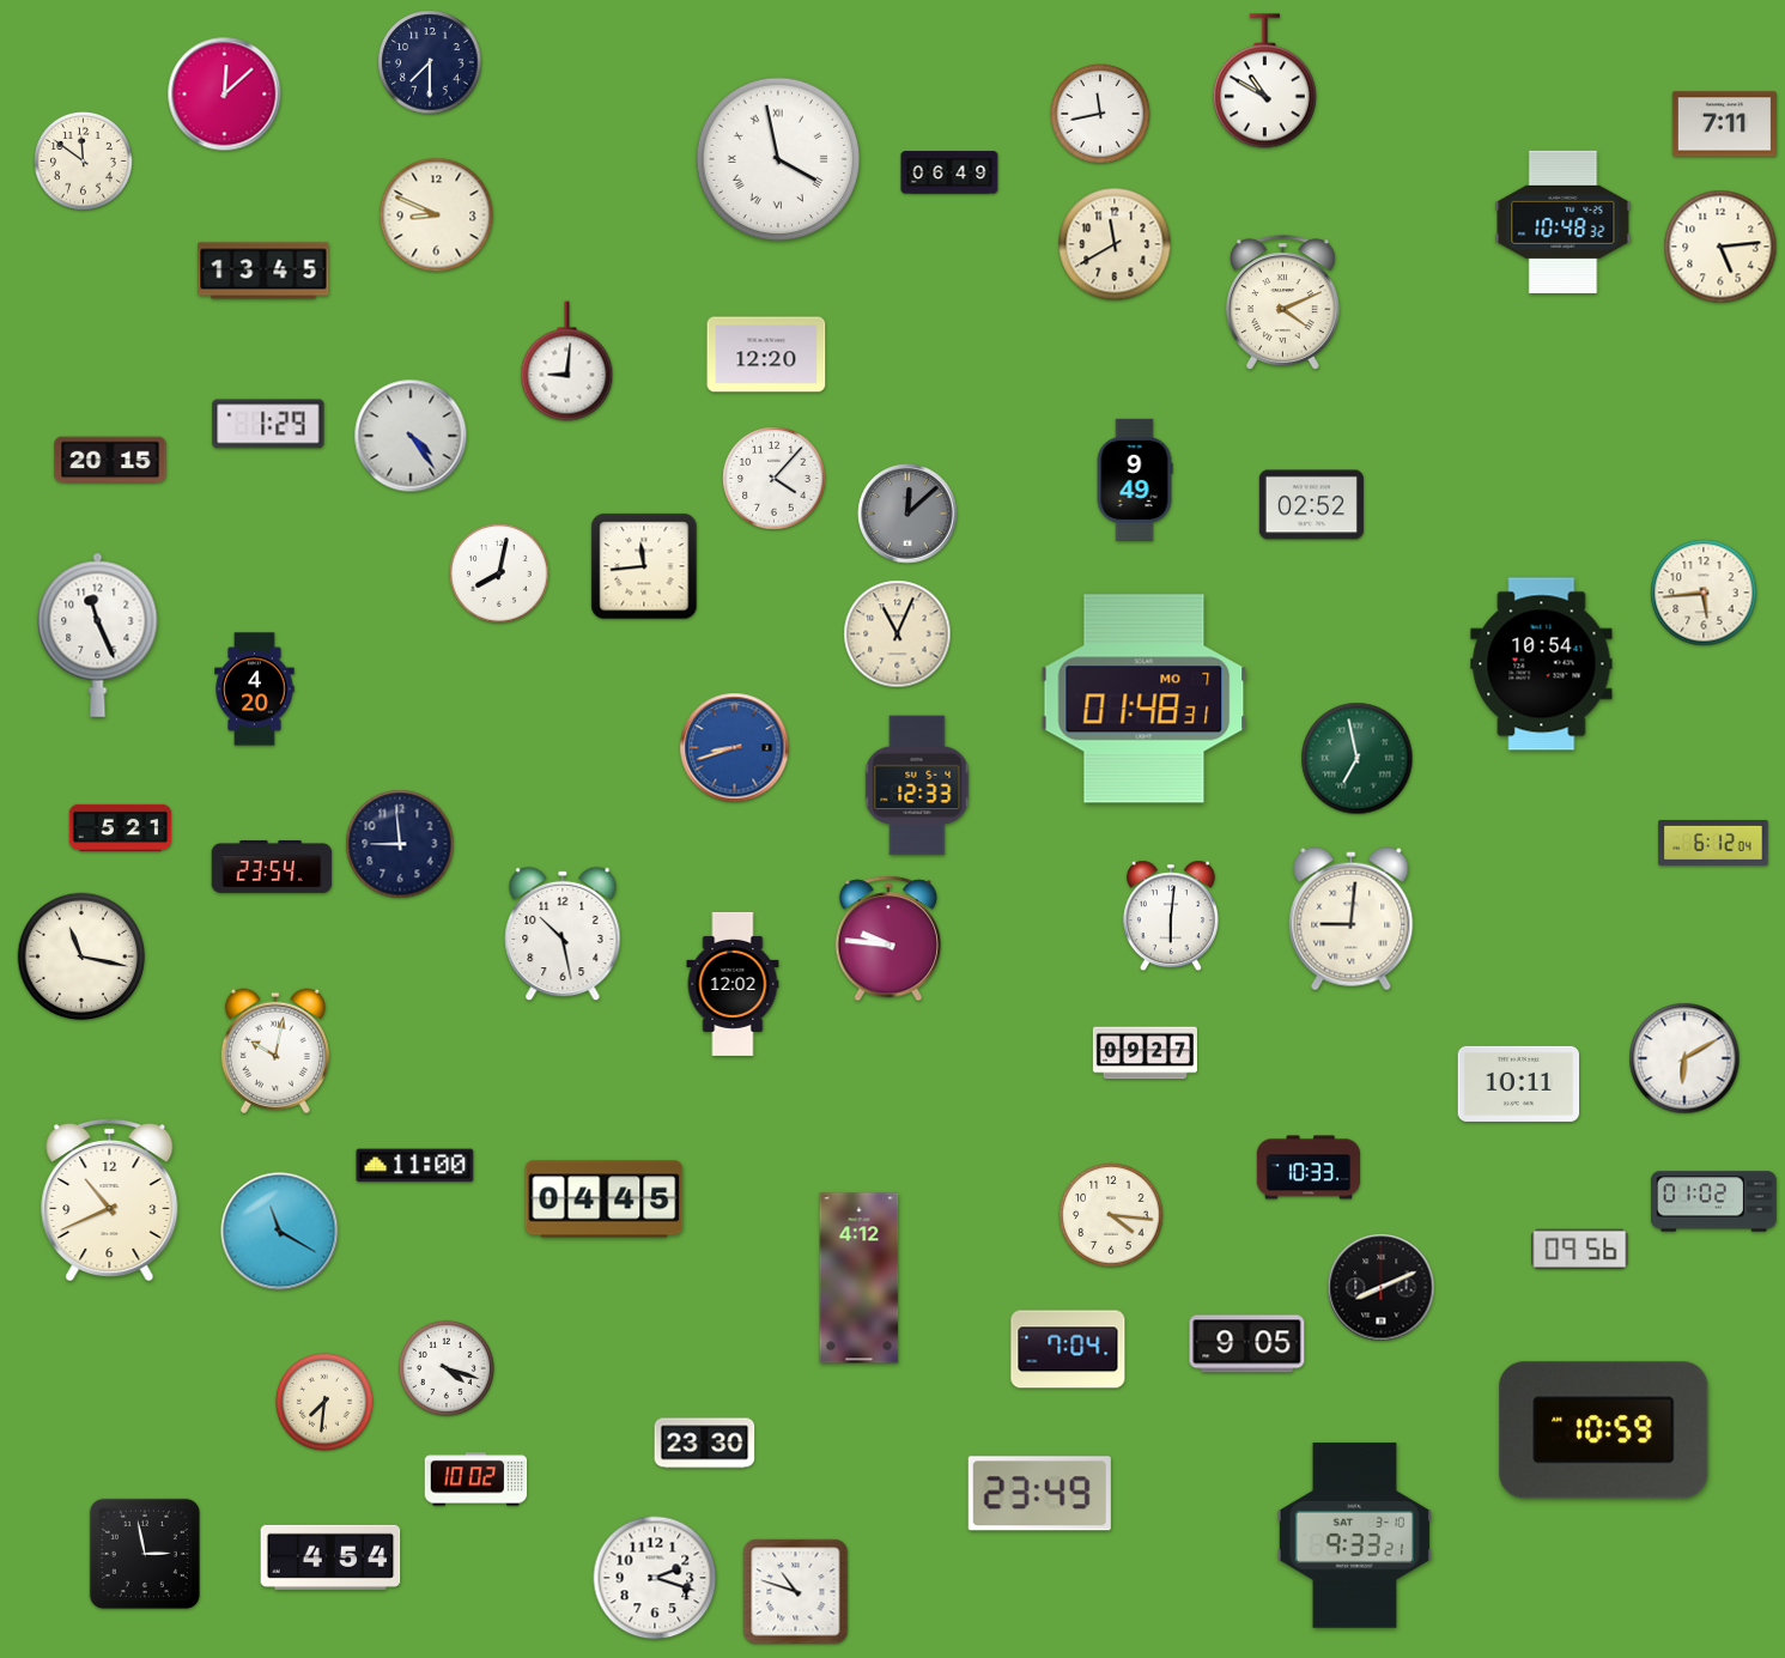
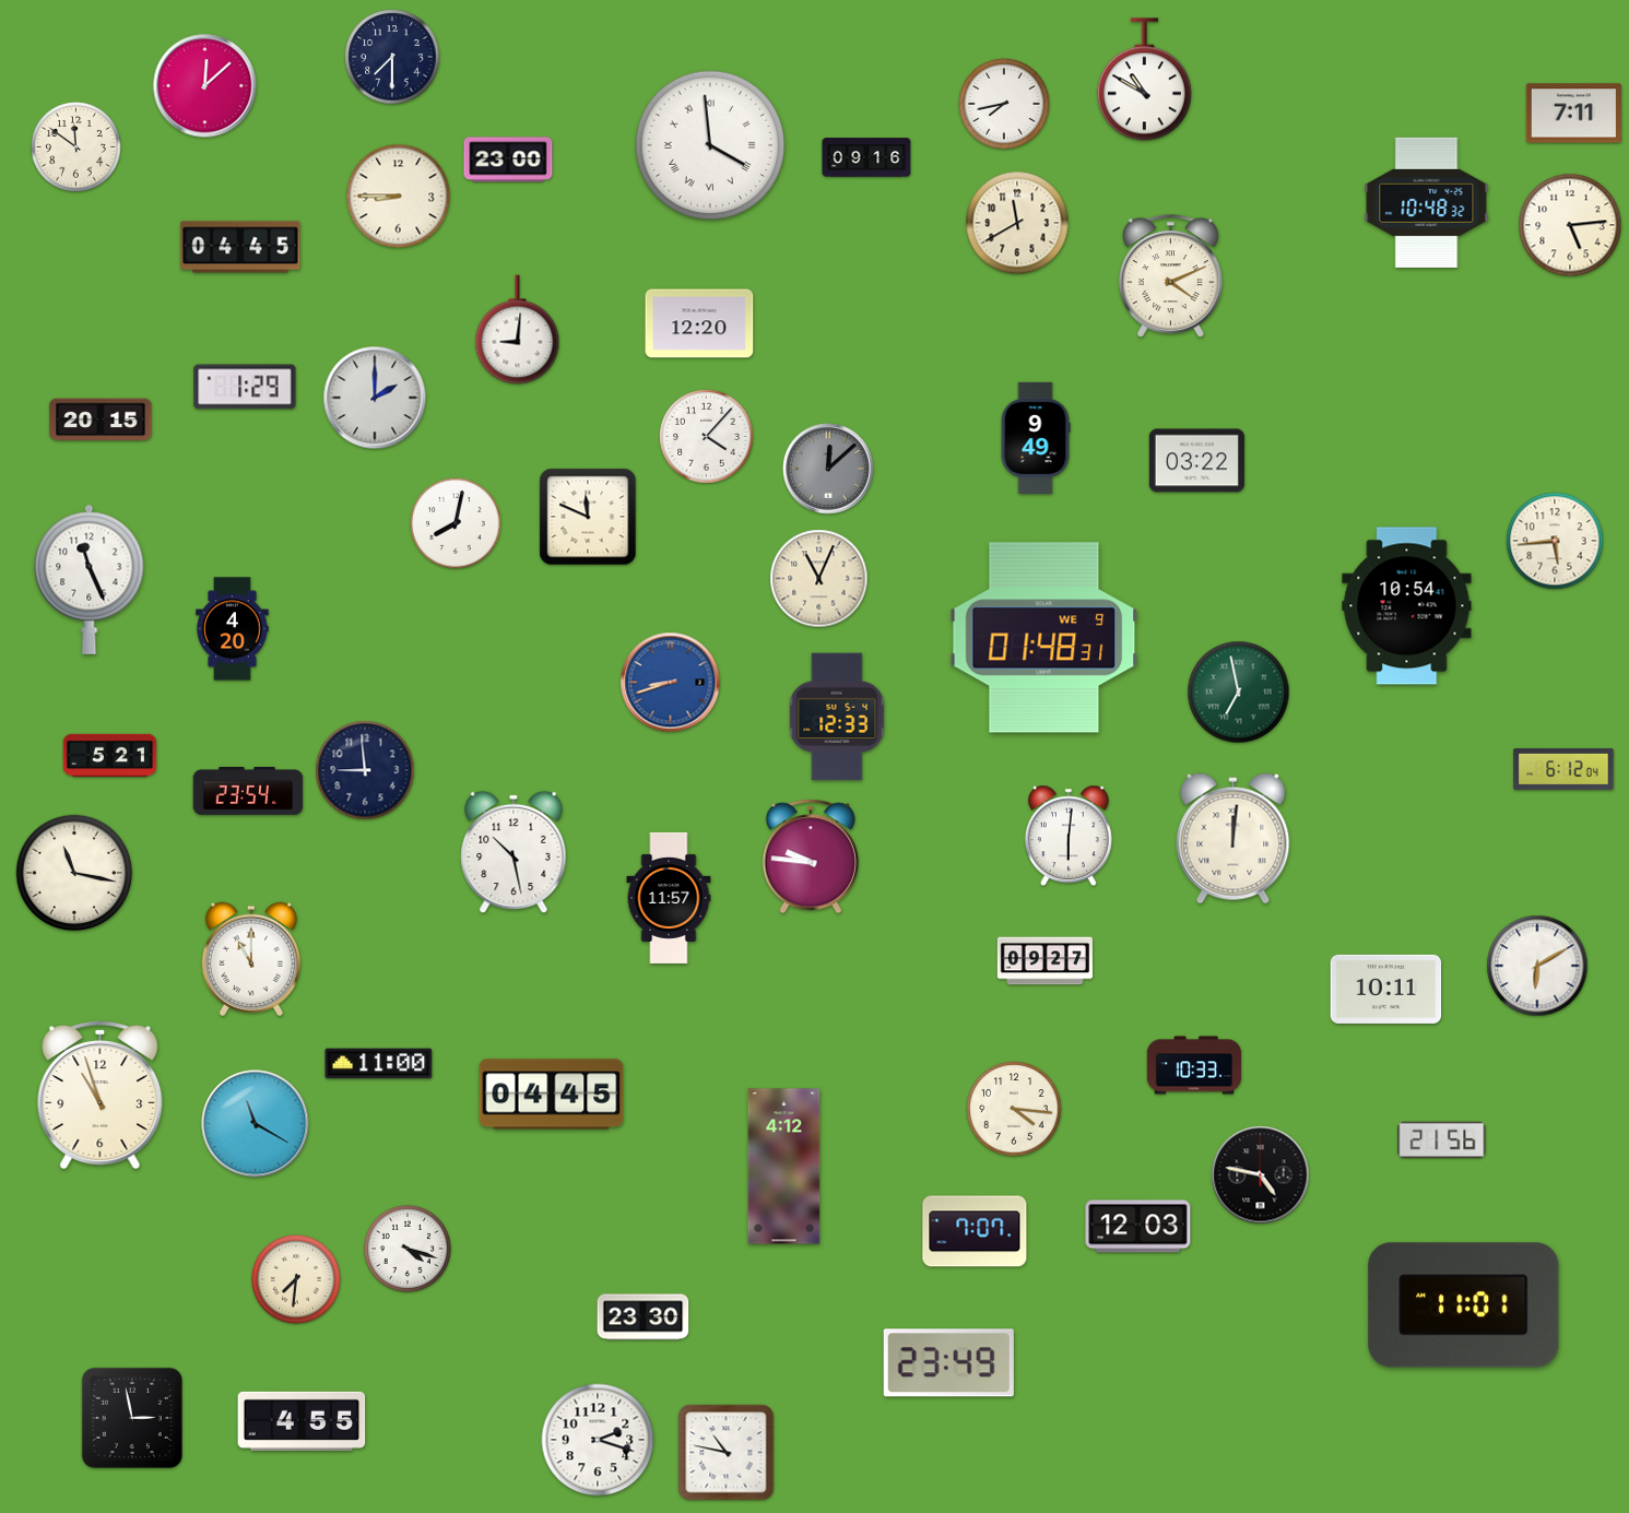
clock at (1264, 81) position: (1264, 81) -> (1144, 80)
clock at (1101, 115): 11:43 -> 7:43
clock at (778, 159): 3:58 -> 3:59
clock at (949, 172): 06:49 -> 09:16
clock at (508, 159): none -> 23:00
clock at (437, 215): 8:49 -> 8:45
clock at (263, 271): 13:45 -> 04:45
clock at (411, 436): 4:24 -> 2:00
clock at (1311, 505): 02:52 -> 03:22
clock at (644, 566): 11:44 -> 11:49
clock at (1145, 699) date: MO 7 -> WE 9
clock at (1352, 919): 9:01 -> 12:01
clock at (733, 984): 12:02 -> 11:57
clock at (275, 1051): 10:02 -> 11:00
clock at (110, 1198): 10:41 -> 10:57
clock at (1713, 1202): 01:02 -> none
clock at (1580, 1249): 09:56 -> 21:56
clock at (1382, 1288): 8:11 -> 4:47
clock at (1247, 1344): 9:05 -> 12:03
clock at (1068, 1349): 7:04 -> 7:07
clock at (1604, 1431): 10:59 -> 11:01
clock at (476, 1480): 10:02 -> none
clock at (1354, 1536): 9:33 -> none
clock at (330, 1557): 4:54 -> 4:55
clock at (796, 1592): 10:48 -> 10:47
